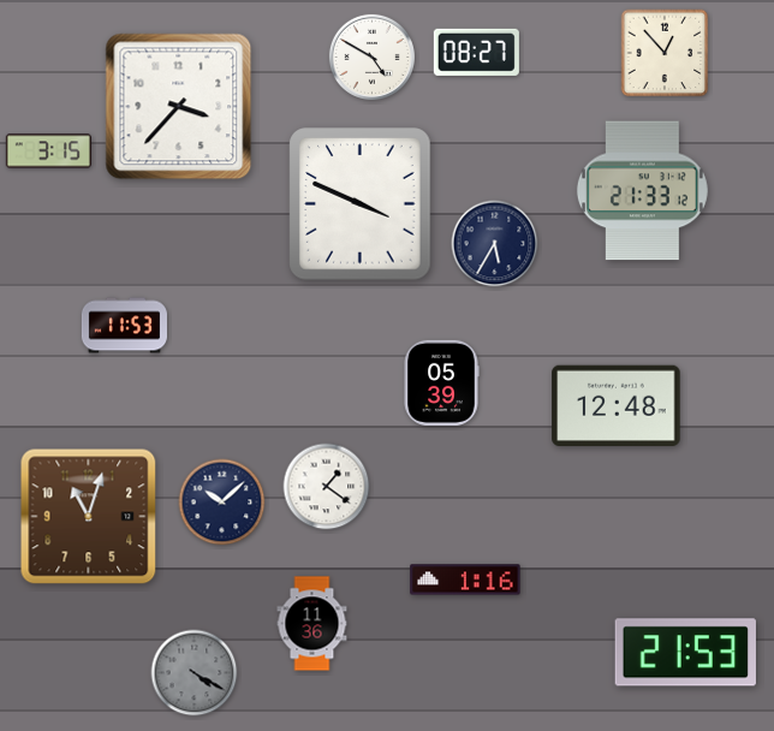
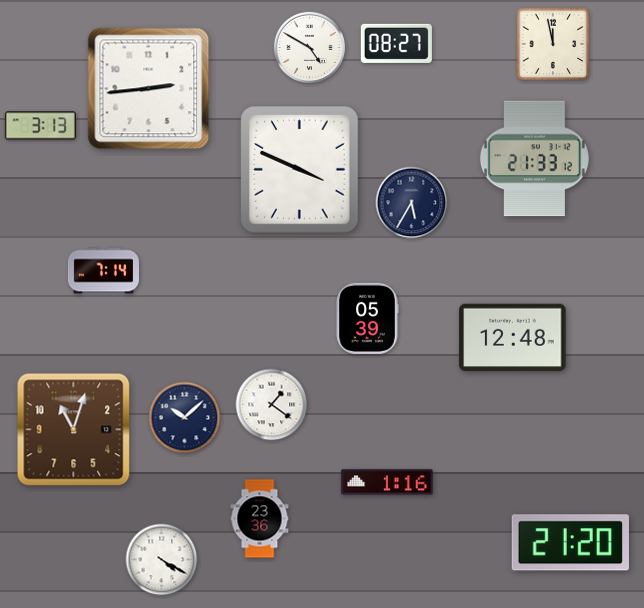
clock at (665, 53): 12:53 -> 11:58
clock at (179, 107): 3:37 -> 2:44
clock at (48, 151): 3:15 -> 3:13
clock at (124, 326): 11:53 -> 7:14
clock at (312, 624): 11:36 -> 23:36
clock at (685, 653): 21:53 -> 21:20
clock at (195, 673) dial: grey -> white
